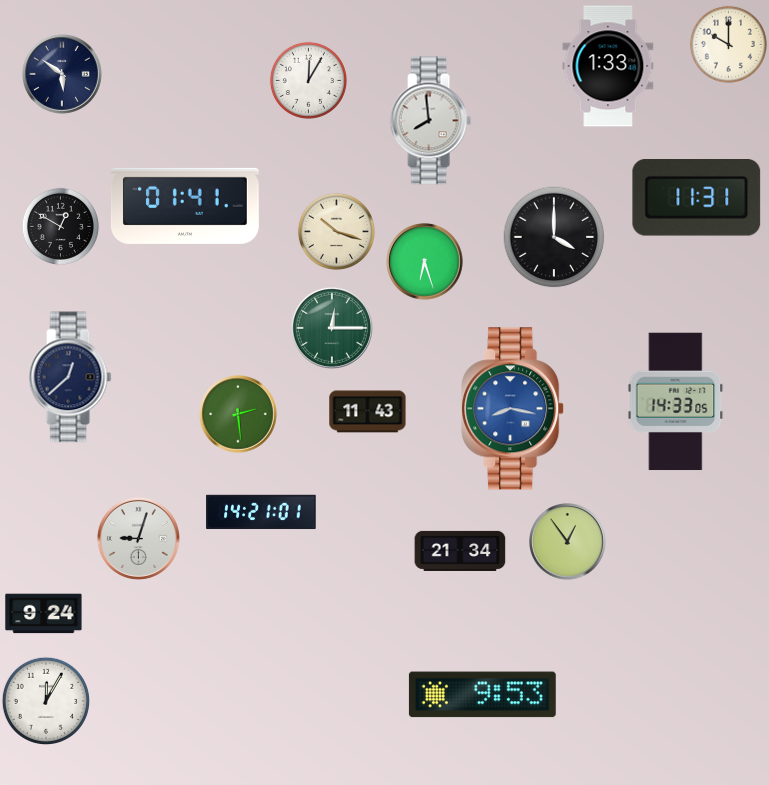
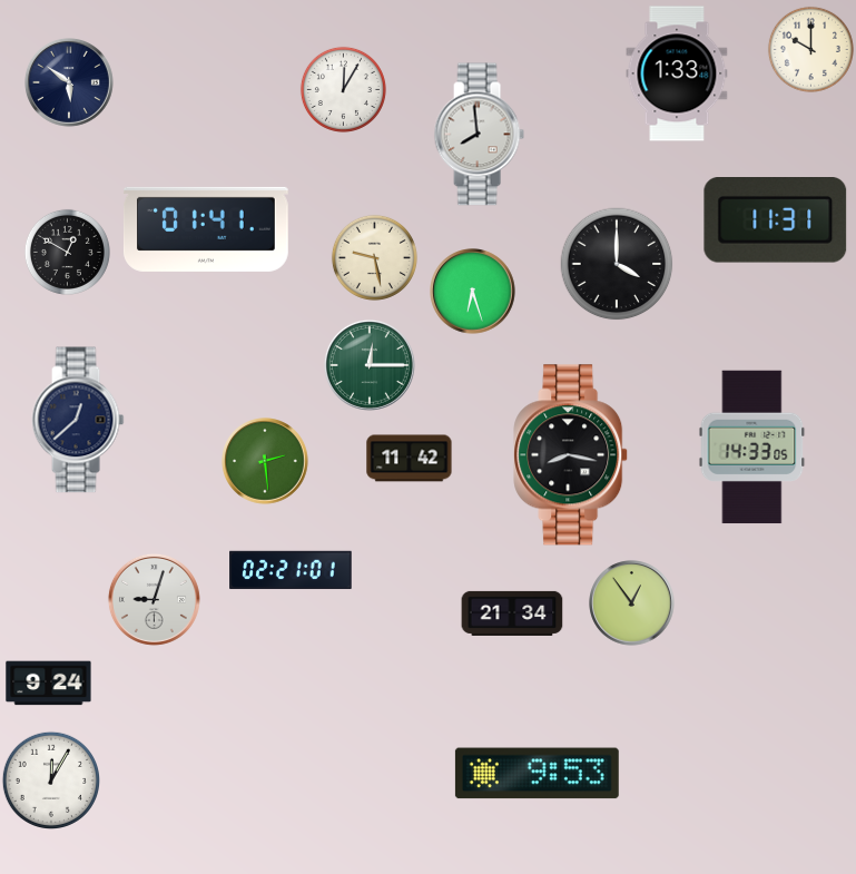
clock at (336, 231): 10:18 -> 9:28
clock at (513, 409) dial: blue -> black
clock at (368, 412): 11:43 -> 11:42
clock at (261, 512): 14:21 -> 02:21
